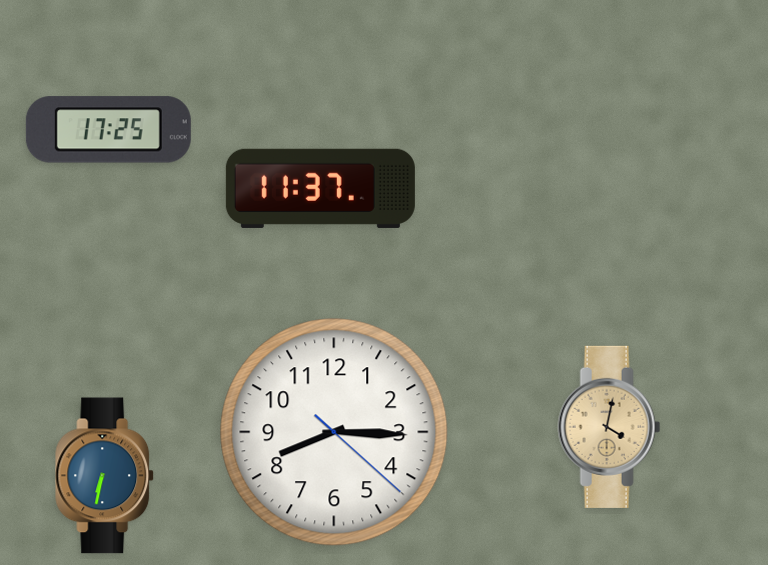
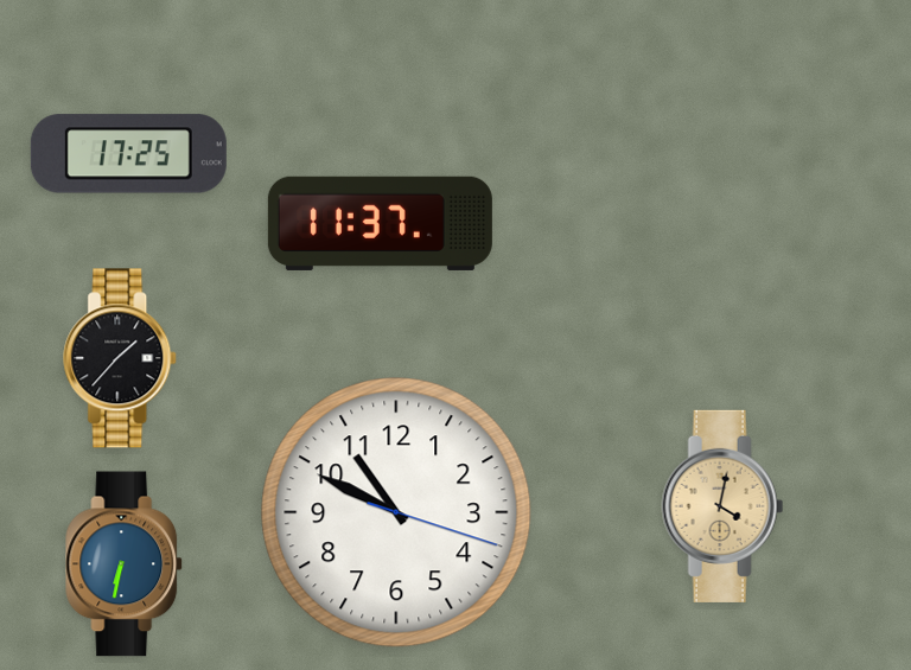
clock at (121, 358): none -> 1:37
clock at (334, 432): 8:15 -> 10:49
